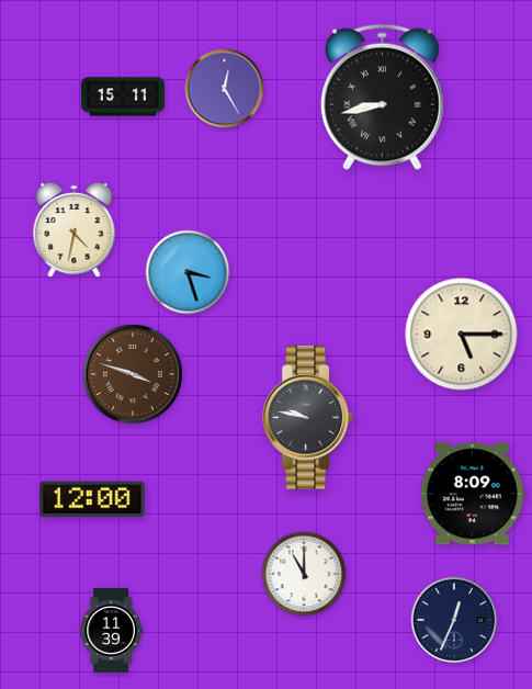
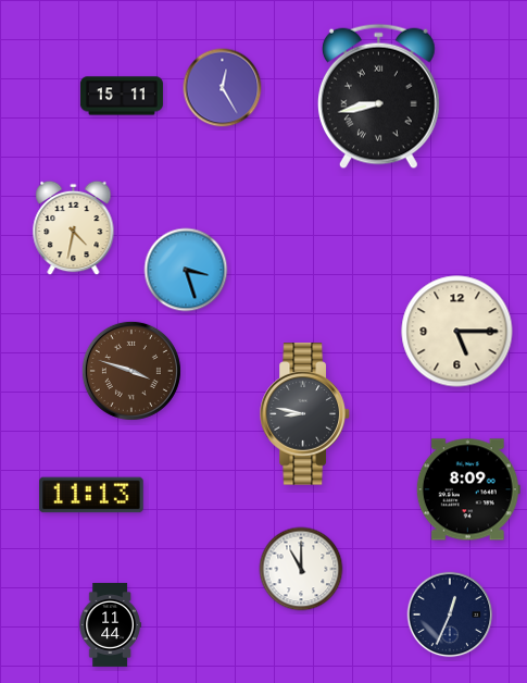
clock at (308, 418): 9:47 -> 8:47
clock at (92, 499): 12:00 -> 11:13
clock at (111, 630): 11:39 -> 11:44
